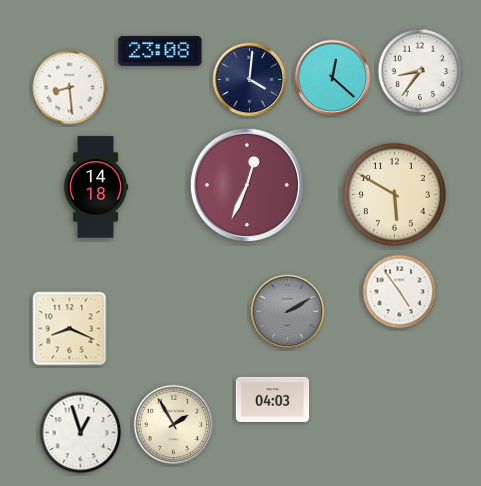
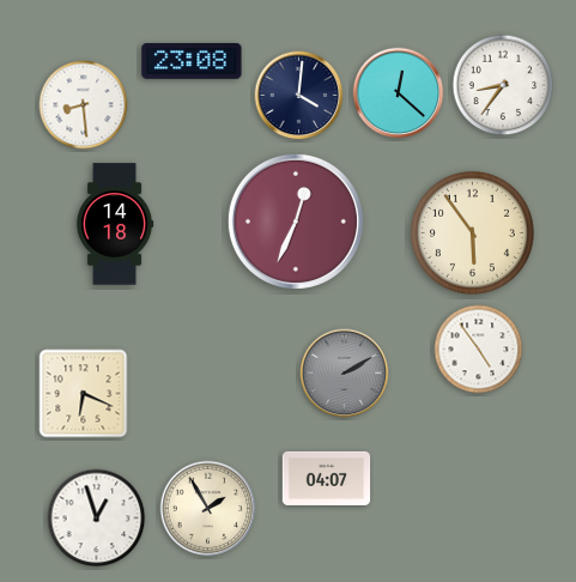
clock at (394, 194): 5:50 -> 5:54
clock at (70, 329): 8:19 -> 6:19
clock at (273, 399): 04:03 -> 04:07
